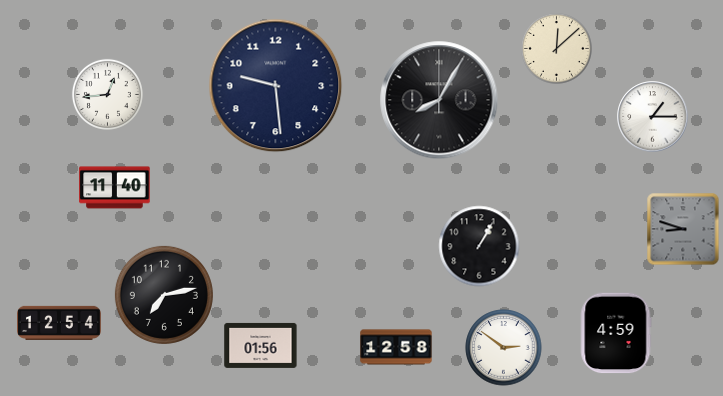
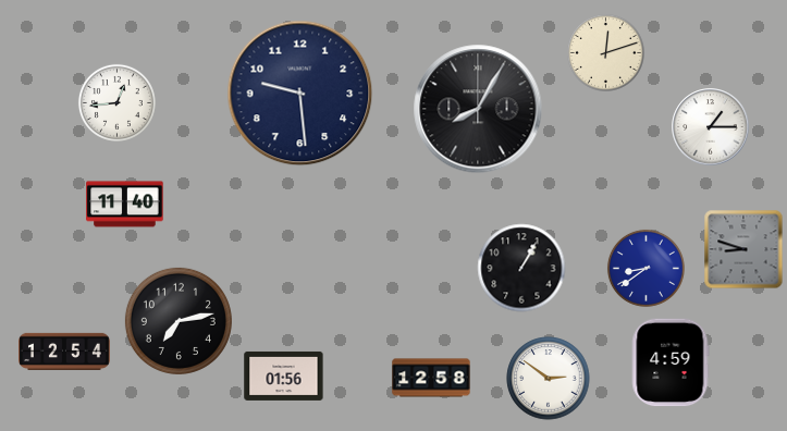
clock at (556, 48): 12:08 -> 12:12
clock at (645, 268): none -> 8:39
